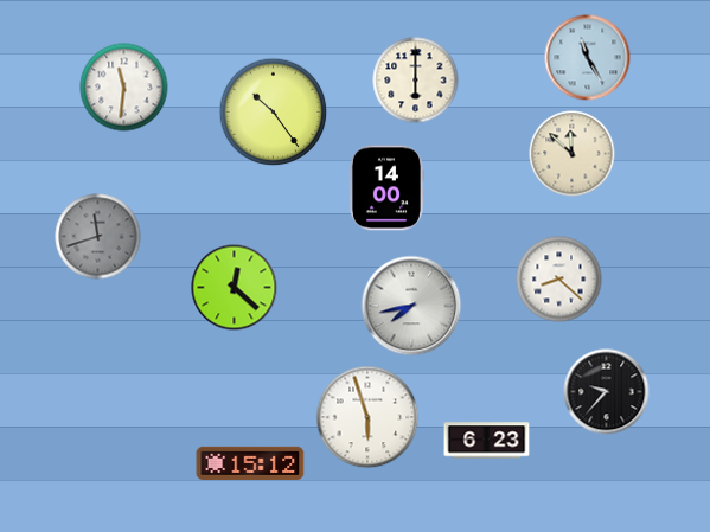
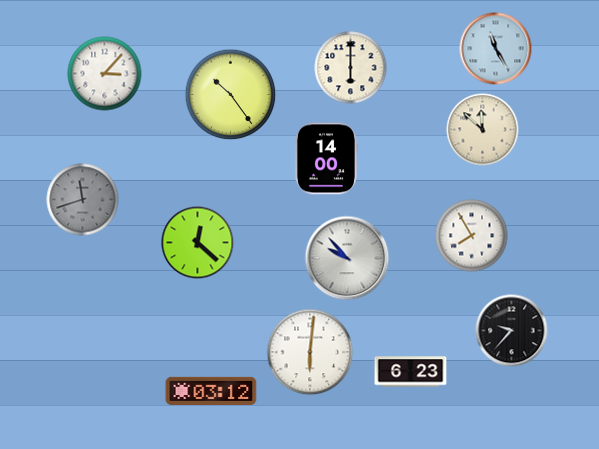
clock at (124, 88): 11:31 -> 3:07
clock at (559, 280): 8:22 -> 7:55
clock at (411, 306): 7:43 -> 9:53
clock at (367, 417): 5:57 -> 6:01
clock at (250, 463): 15:12 -> 03:12
